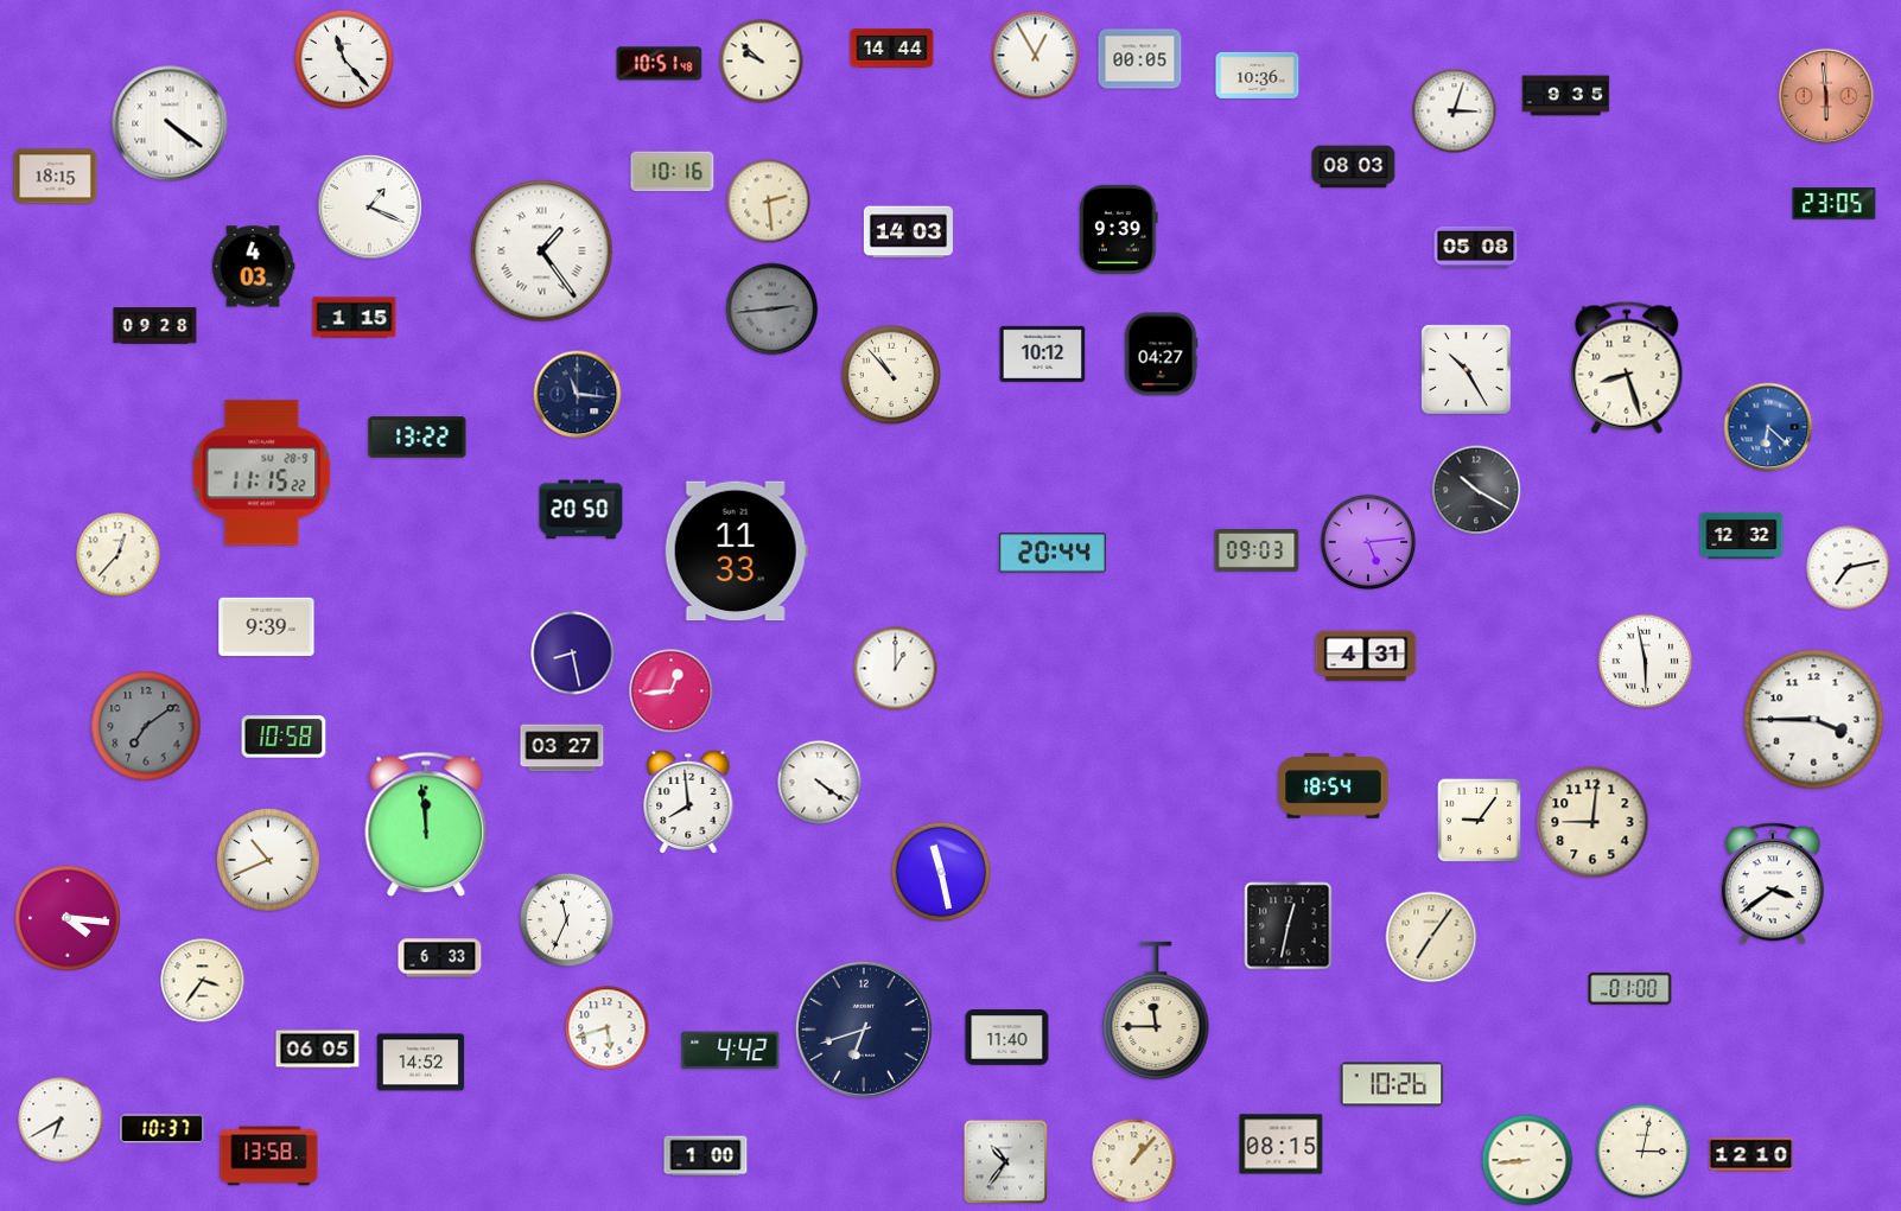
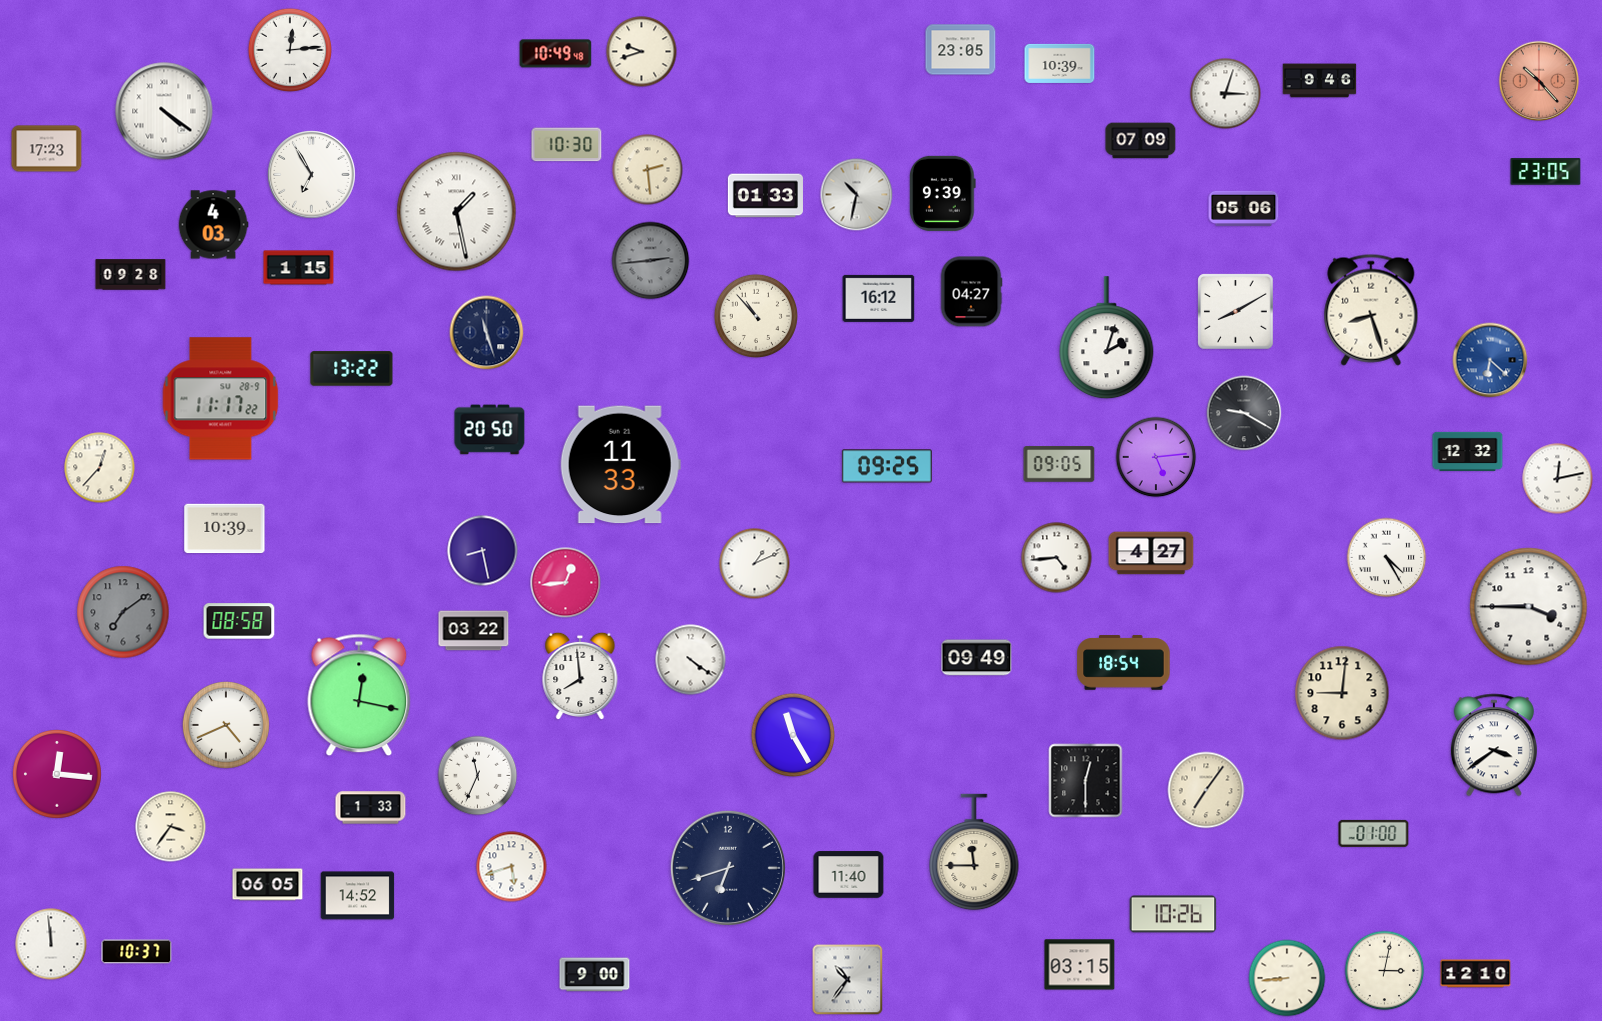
clock at (892, 49): 14:44 -> none
clock at (1036, 56): 12:55 -> none
clock at (344, 59): 11:23 -> 12:14
clock at (1140, 59): 00:05 -> 23:05
clock at (762, 62): 9:52 -> 9:42
clock at (660, 64): 10:51 -> 10:49
clock at (1258, 75): 10:36 -> 10:39
clock at (1566, 96): 9:35 -> 9:46
clock at (1826, 96): 5:59 -> 10:23
clock at (170, 123) position: (170, 123) -> (164, 111)
clock at (1354, 167): 08:03 -> 07:09
clock at (673, 172): 10:16 -> 10:30
clock at (56, 177): 18:15 -> 17:23
clock at (370, 208): 1:19 -> 6:55
clock at (857, 195): none -> 10:32
clock at (908, 232): 14:03 -> 01:33
clock at (1476, 247): 05:08 -> 05:06
clock at (542, 251): 1:24 -> 1:28
clock at (1043, 353): 10:12 -> 16:12
clock at (1161, 355) position: (1161, 355) -> (971, 292)
clock at (1467, 370): 10:25 -> 8:10
clock at (891, 375) position: (891, 375) -> (756, 316)
clock at (578, 395): 11:16 -> 11:27
clock at (1107, 338): none -> 2:03
clock at (262, 473): 11:15 -> 11:17
clock at (1476, 490): 10:20 -> 9:20
clock at (1368, 542) position: (1368, 542) -> (1156, 457)
clock at (1257, 550): 09:03 -> 09:05
clock at (1053, 553): 20:44 -> 09:25
clock at (1849, 568): 7:13 -> 12:13
clock at (267, 627): 9:39 -> 10:39
clock at (1366, 656): 4:31 -> 4:27
clock at (1057, 558): none -> 4:44
clock at (1646, 662): 5:58 -> 4:25
clock at (896, 669): 1:00 -> 1:11
clock at (284, 737): 10:58 -> 08:58
clock at (562, 748): 03:27 -> 03:22
clock at (977, 658): none -> 09:49
clock at (1479, 820): 9:06 -> none
clock at (426, 824): 11:59 -> 12:17
clock at (269, 861): 10:41 -> 4:41
clock at (941, 872): 11:28 -> 11:25
clock at (68, 918): 4:16 -> 12:16
clock at (1289, 926): 12:32 -> 12:30
clock at (440, 958): 6:33 -> 1:33
clock at (731, 1051): 4:42 -> none
clock at (421, 1063) position: (421, 1063) -> (358, 896)
clock at (61, 1120): 6:40 -> 11:59
clock at (1282, 1145): 08:15 -> 03:15
clock at (269, 1156): 13:58 -> none
clock at (706, 1156): 1:00 -> 9:00
clock at (1134, 1161): 1:07 -> none
